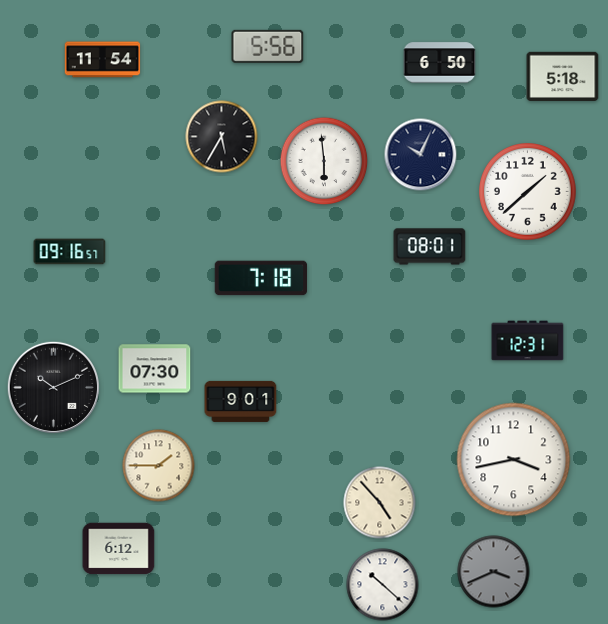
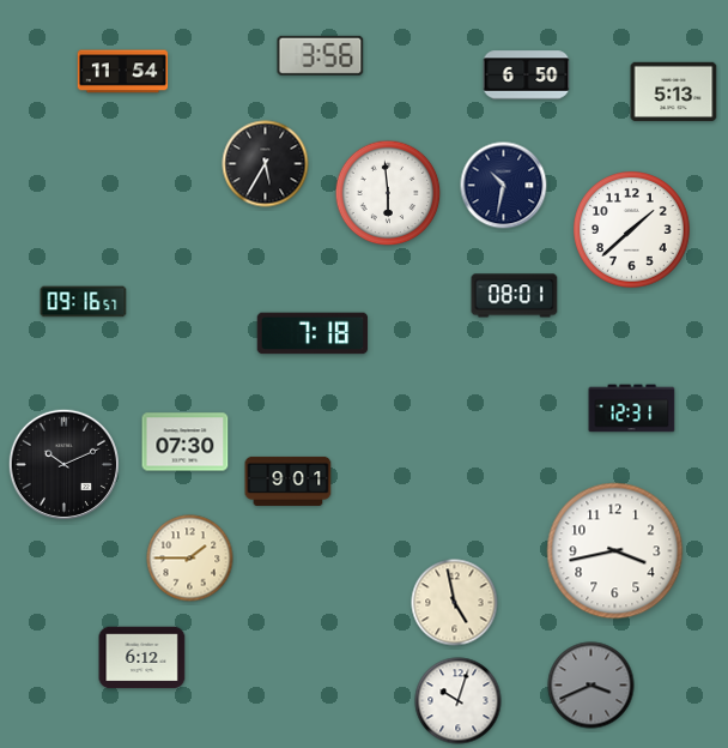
clock at (268, 46): 5:56 -> 3:56
clock at (563, 76): 5:18 -> 5:13
clock at (421, 155): 10:04 -> 10:32
clock at (380, 503): 4:53 -> 4:58
clock at (383, 585): 10:22 -> 10:03
